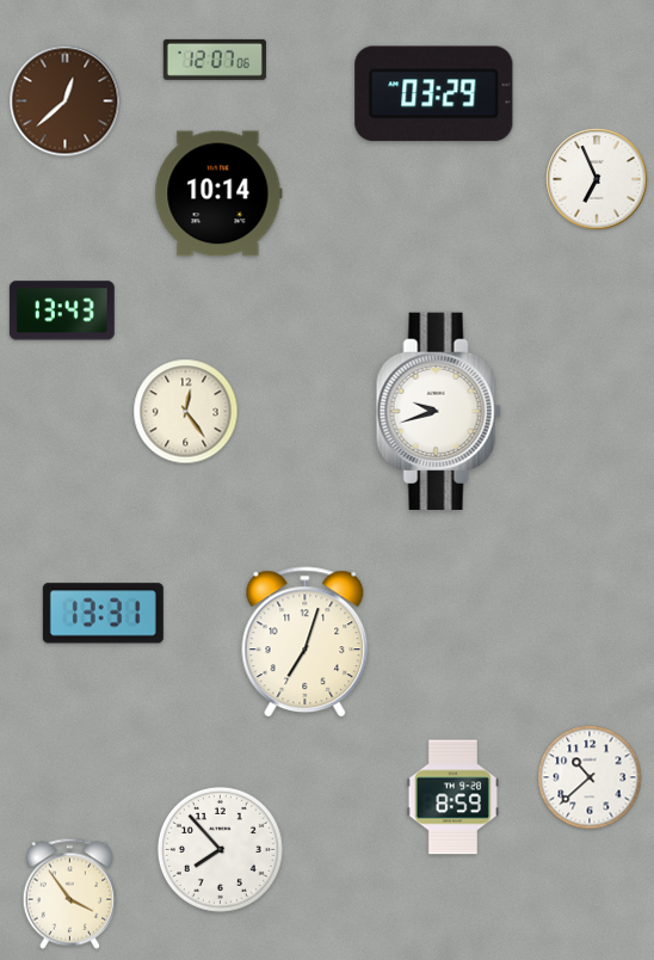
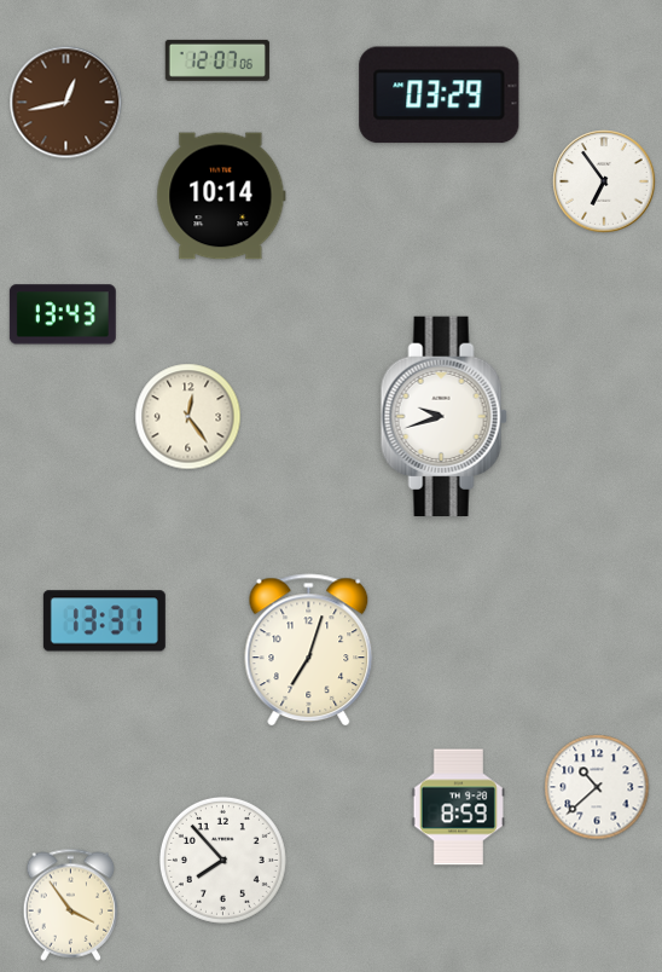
clock at (66, 101): 12:38 -> 12:43
clock at (597, 179): 6:56 -> 6:54
